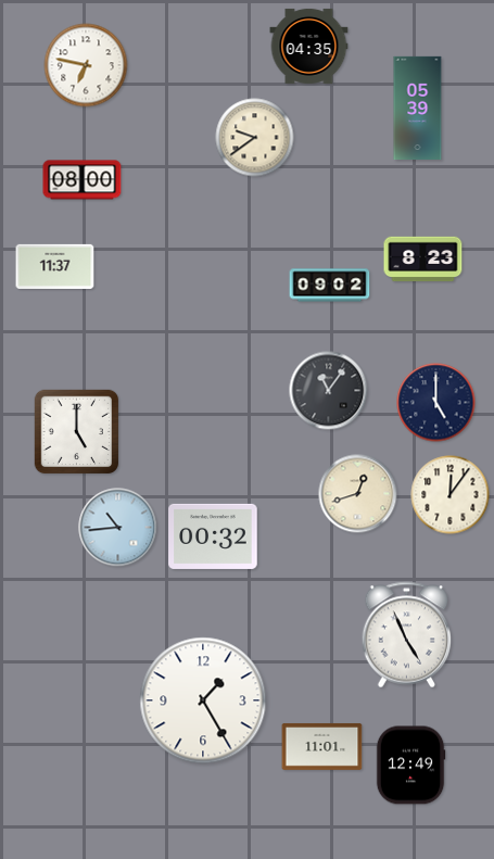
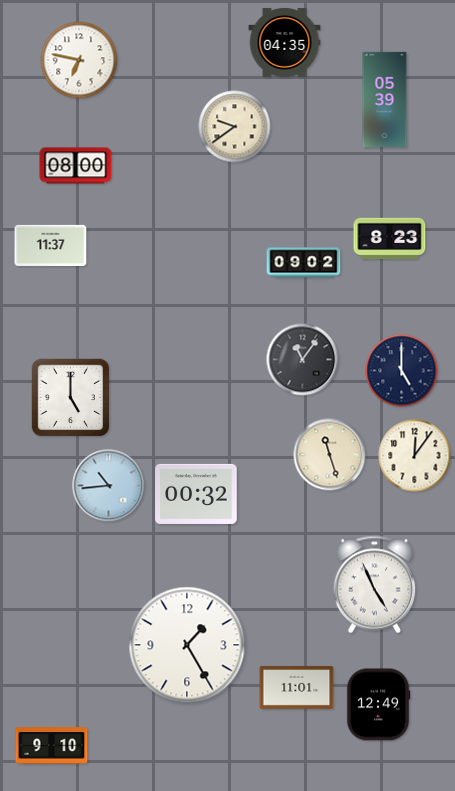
clock at (358, 494): 12:42 -> 11:27
clock at (52, 746): none -> 9:10
